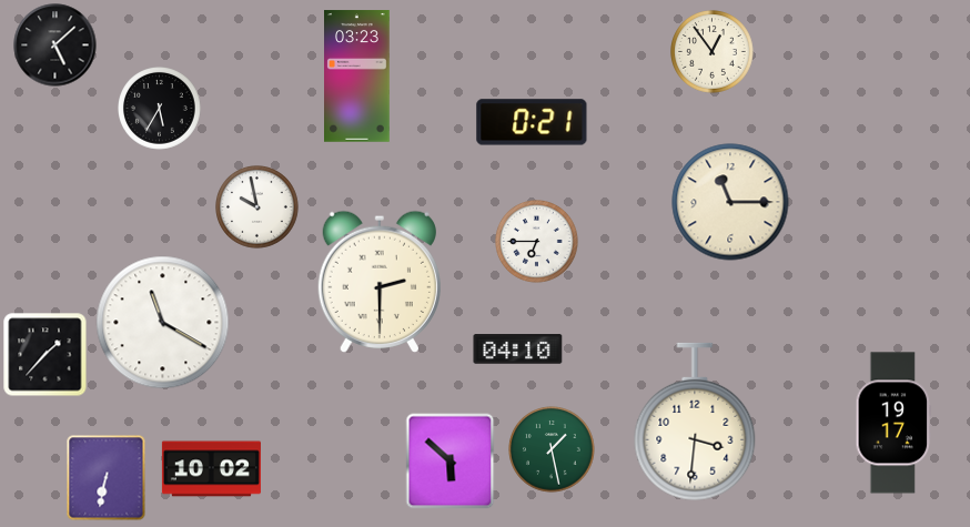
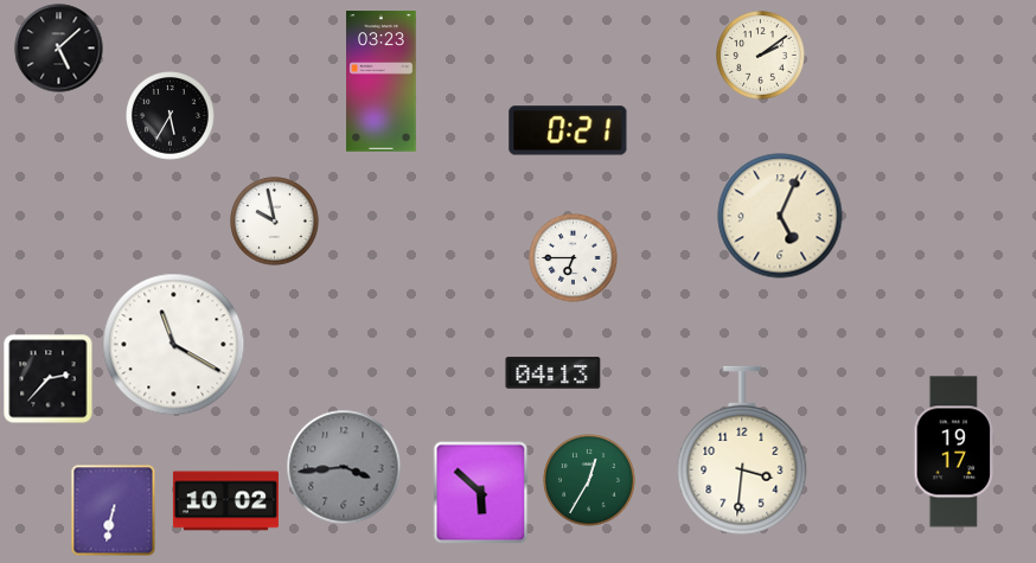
clock at (713, 52): 12:54 -> 2:09
clock at (730, 202): 11:15 -> 5:04
clock at (380, 282): 2:30 -> none
clock at (518, 349): 04:10 -> 04:13
clock at (46, 355): 1:37 -> 2:37
clock at (344, 467): none -> 3:44
clock at (552, 449): 1:28 -> 12:35
